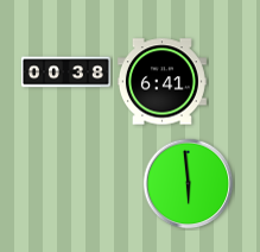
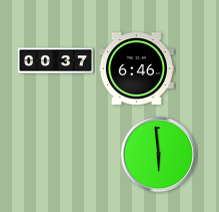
clock at (65, 73): 00:38 -> 00:37
clock at (161, 82): 6:41 -> 6:46
